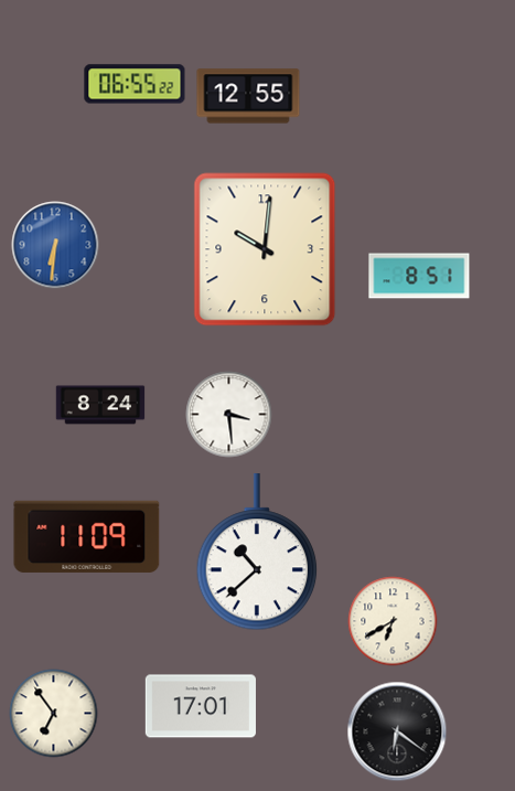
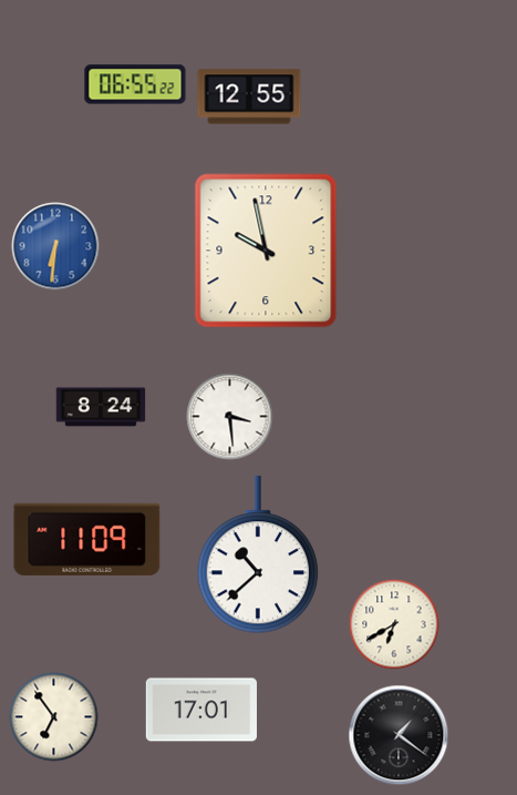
clock at (265, 249): 10:01 -> 9:58
clock at (419, 276): 8:51 -> none
clock at (397, 731): 6:21 -> 1:21
